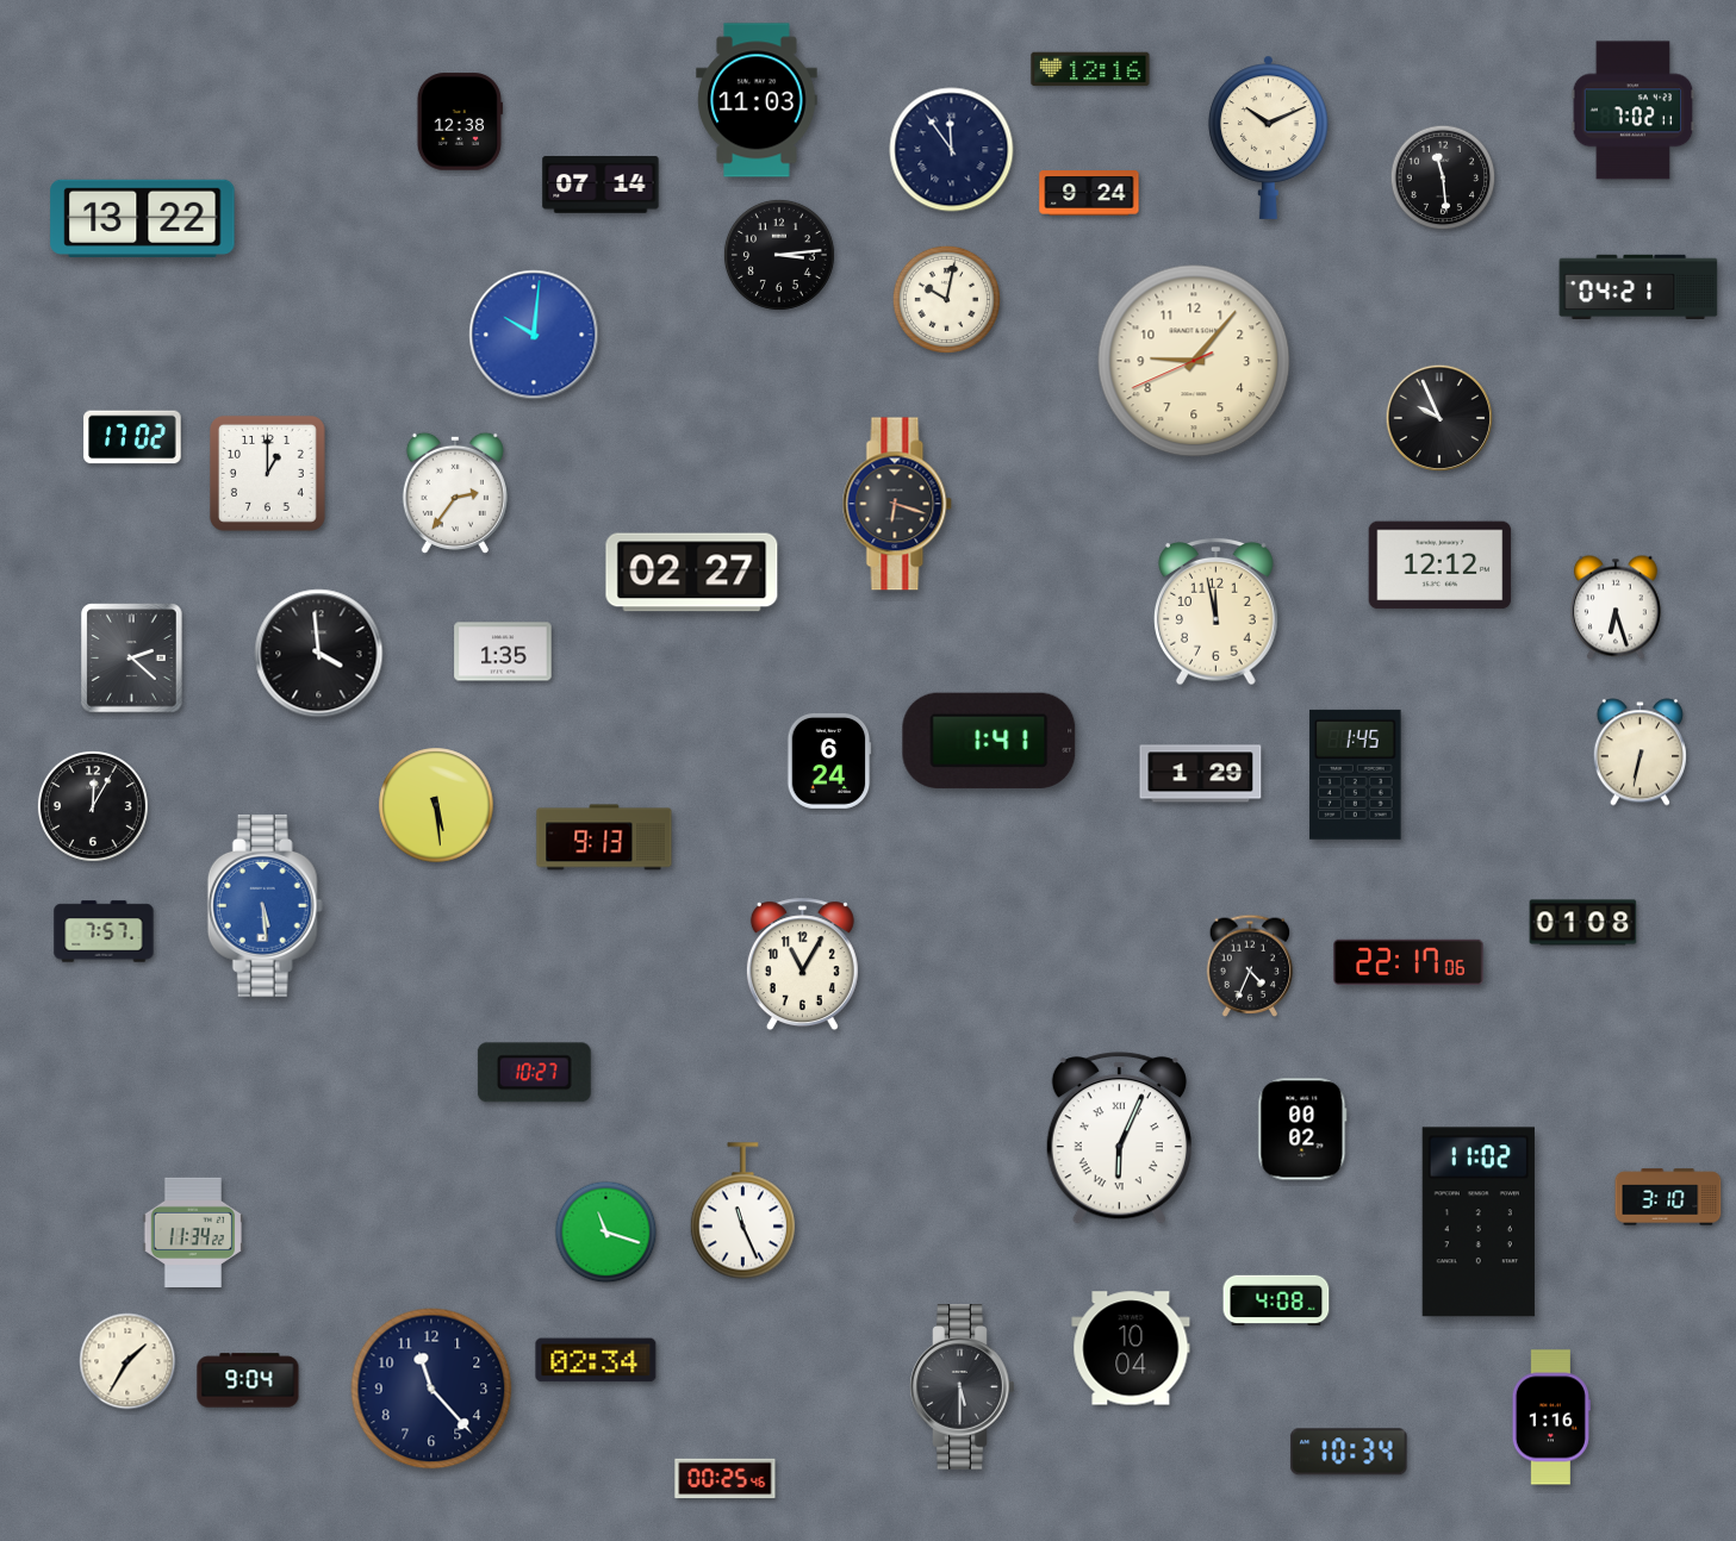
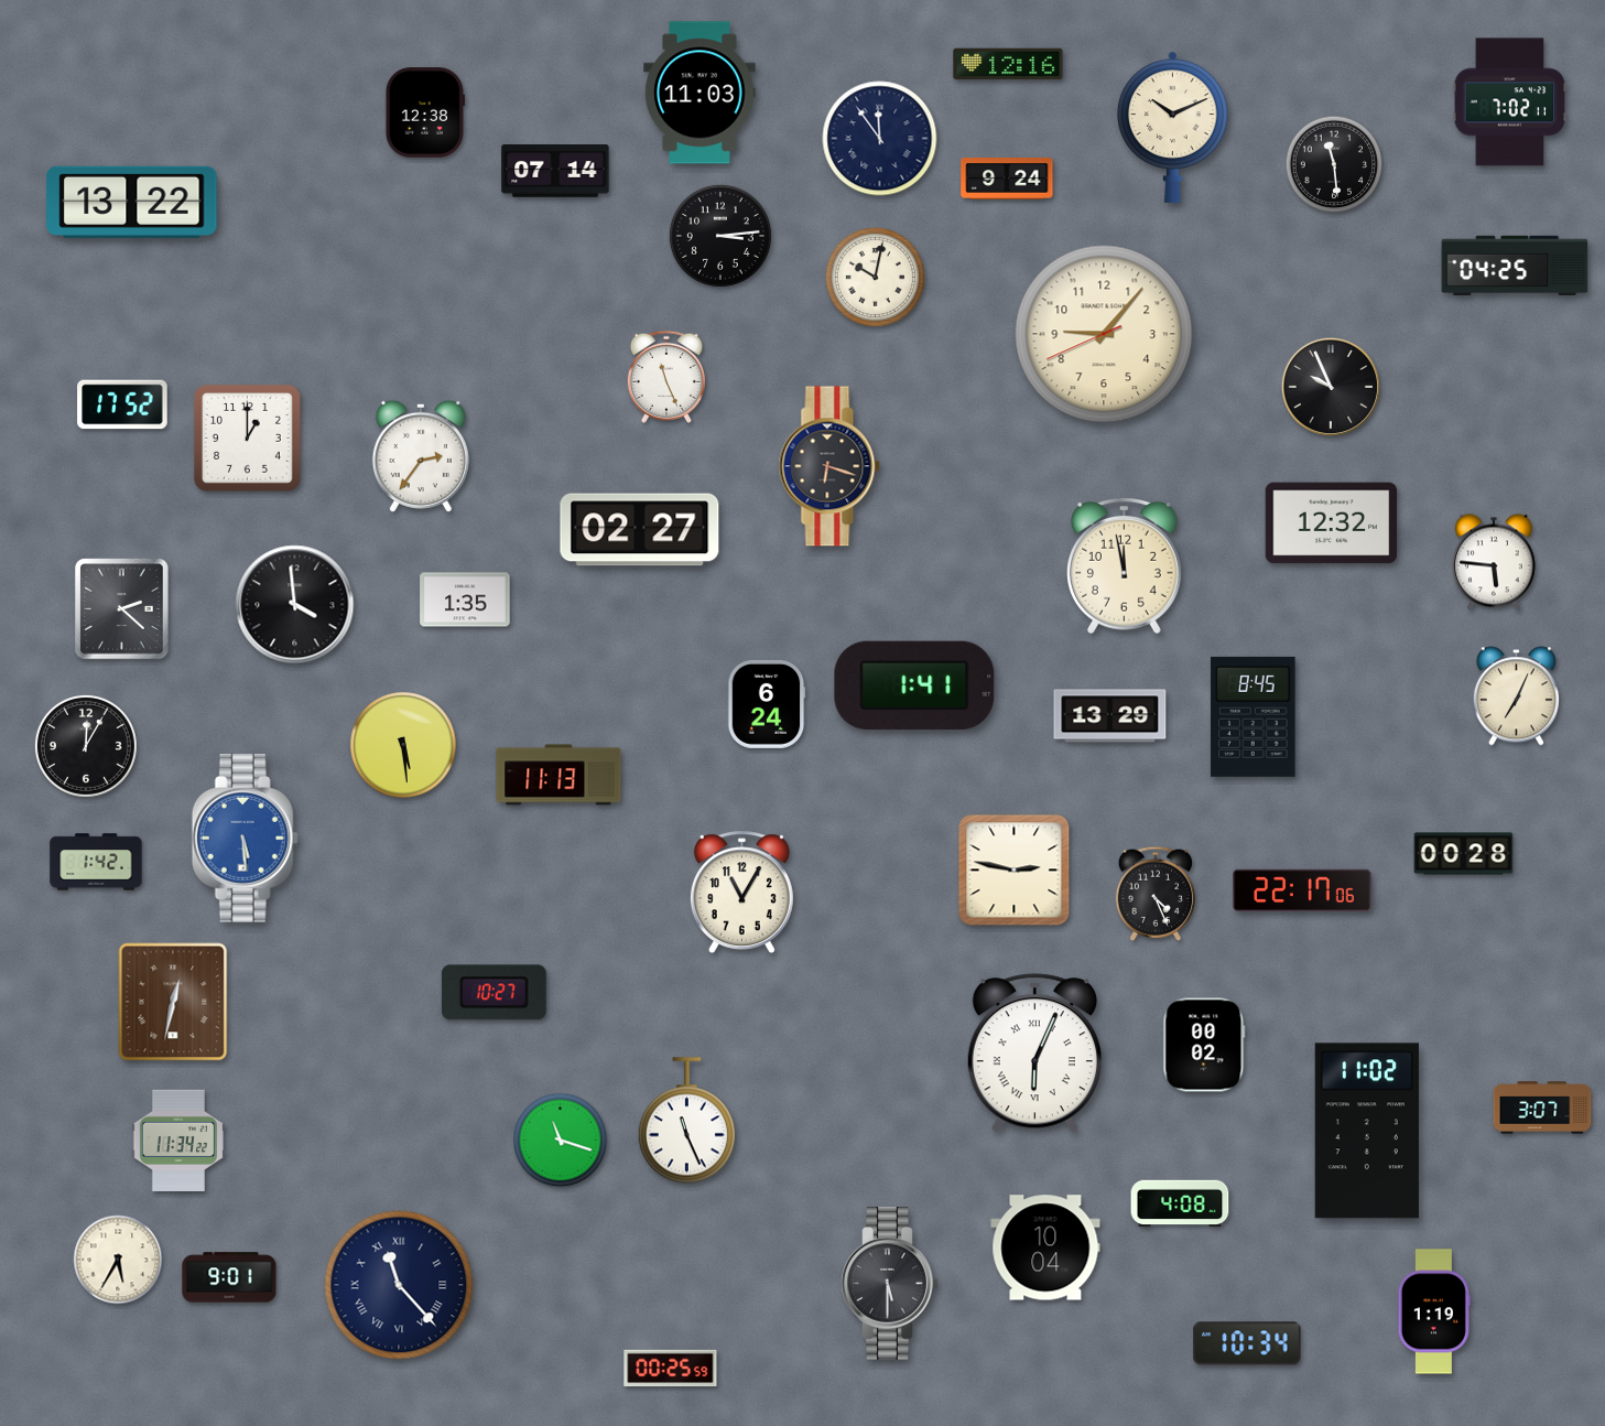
clock at (1638, 286): 04:21 -> 04:25
clock at (534, 335): 10:01 -> none
clock at (666, 377): none -> 11:26
clock at (132, 437): 17:02 -> 17:52
clock at (1441, 566): 12:12 -> 12:32
clock at (1616, 607): 6:27 -> 5:46
clock at (503, 651) position: (503, 651) -> (465, 599)
clock at (1639, 753): 6:32 -> 7:04
clock at (1201, 774): 1:29 -> 13:29
clock at (1356, 774): 1:45 -> 8:45
clock at (604, 837): 9:13 -> 11:13
clock at (1583, 923): 01:08 -> 00:28
clock at (104, 931): 7:57 -> 1:42
clock at (1015, 871): none -> 2:47
clock at (1250, 966): 4:34 -> 4:26
clock at (173, 1002): none -> 12:32
clock at (1668, 1197): 3:10 -> 3:07
clock at (596, 1360): 02:34 -> none
clock at (127, 1361): 1:35 -> 5:35
clock at (248, 1380): 9:04 -> 9:01
clock at (431, 1389) numerals: Arabic -> Roman
clock at (1551, 1417): 1:16 -> 1:19
clock at (726, 1479): 00:25:46 -> 00:25:59
